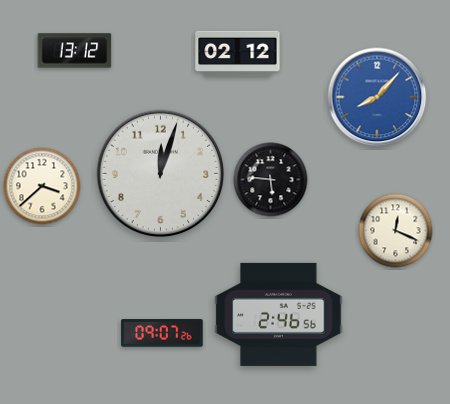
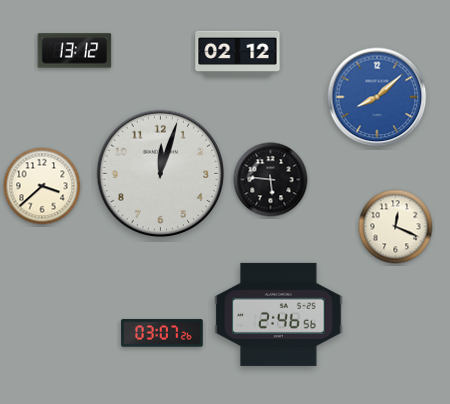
clock at (377, 97): 8:07 -> 8:08
clock at (396, 231) position: (396, 231) -> (396, 227)
clock at (162, 333): 09:07 -> 03:07
